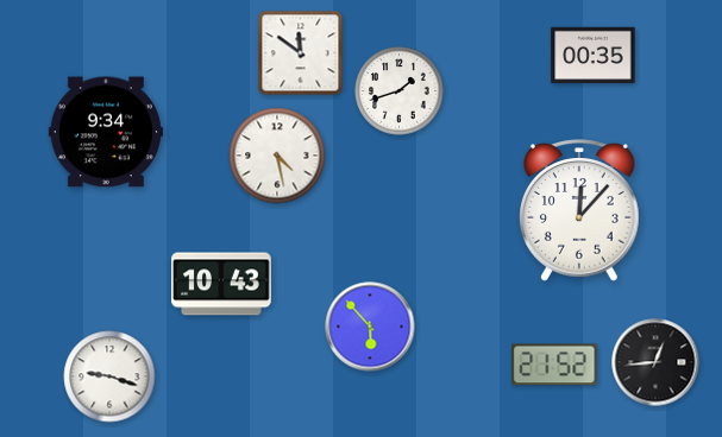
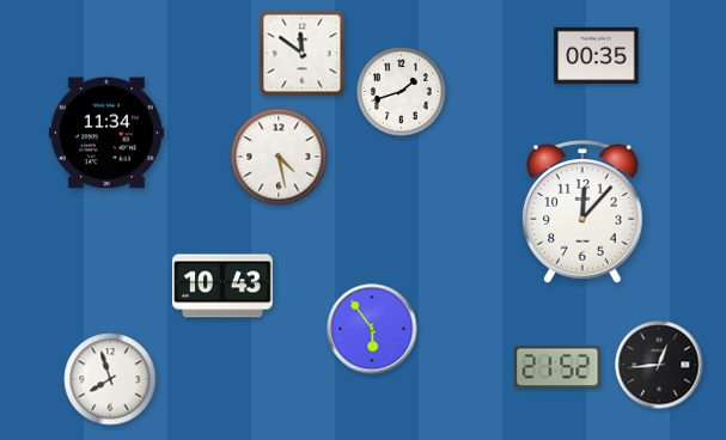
clock at (106, 132): 9:34 -> 11:34
clock at (370, 327): 5:53 -> 5:54
clock at (109, 376): 9:18 -> 7:57
